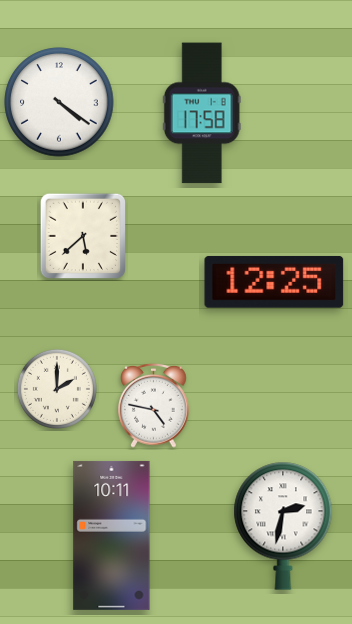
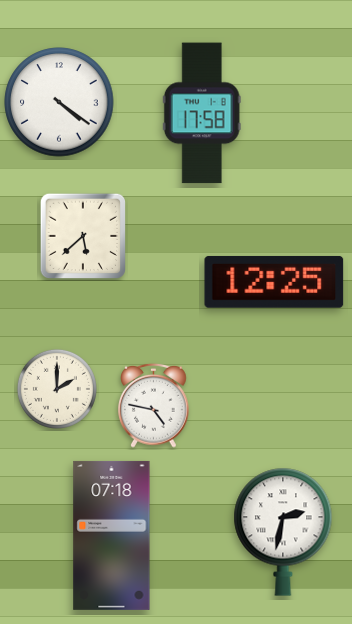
clock at (283, 526) position: (283, 526) -> (283, 532)
clock at (112, 535): 10:11 -> 07:18
